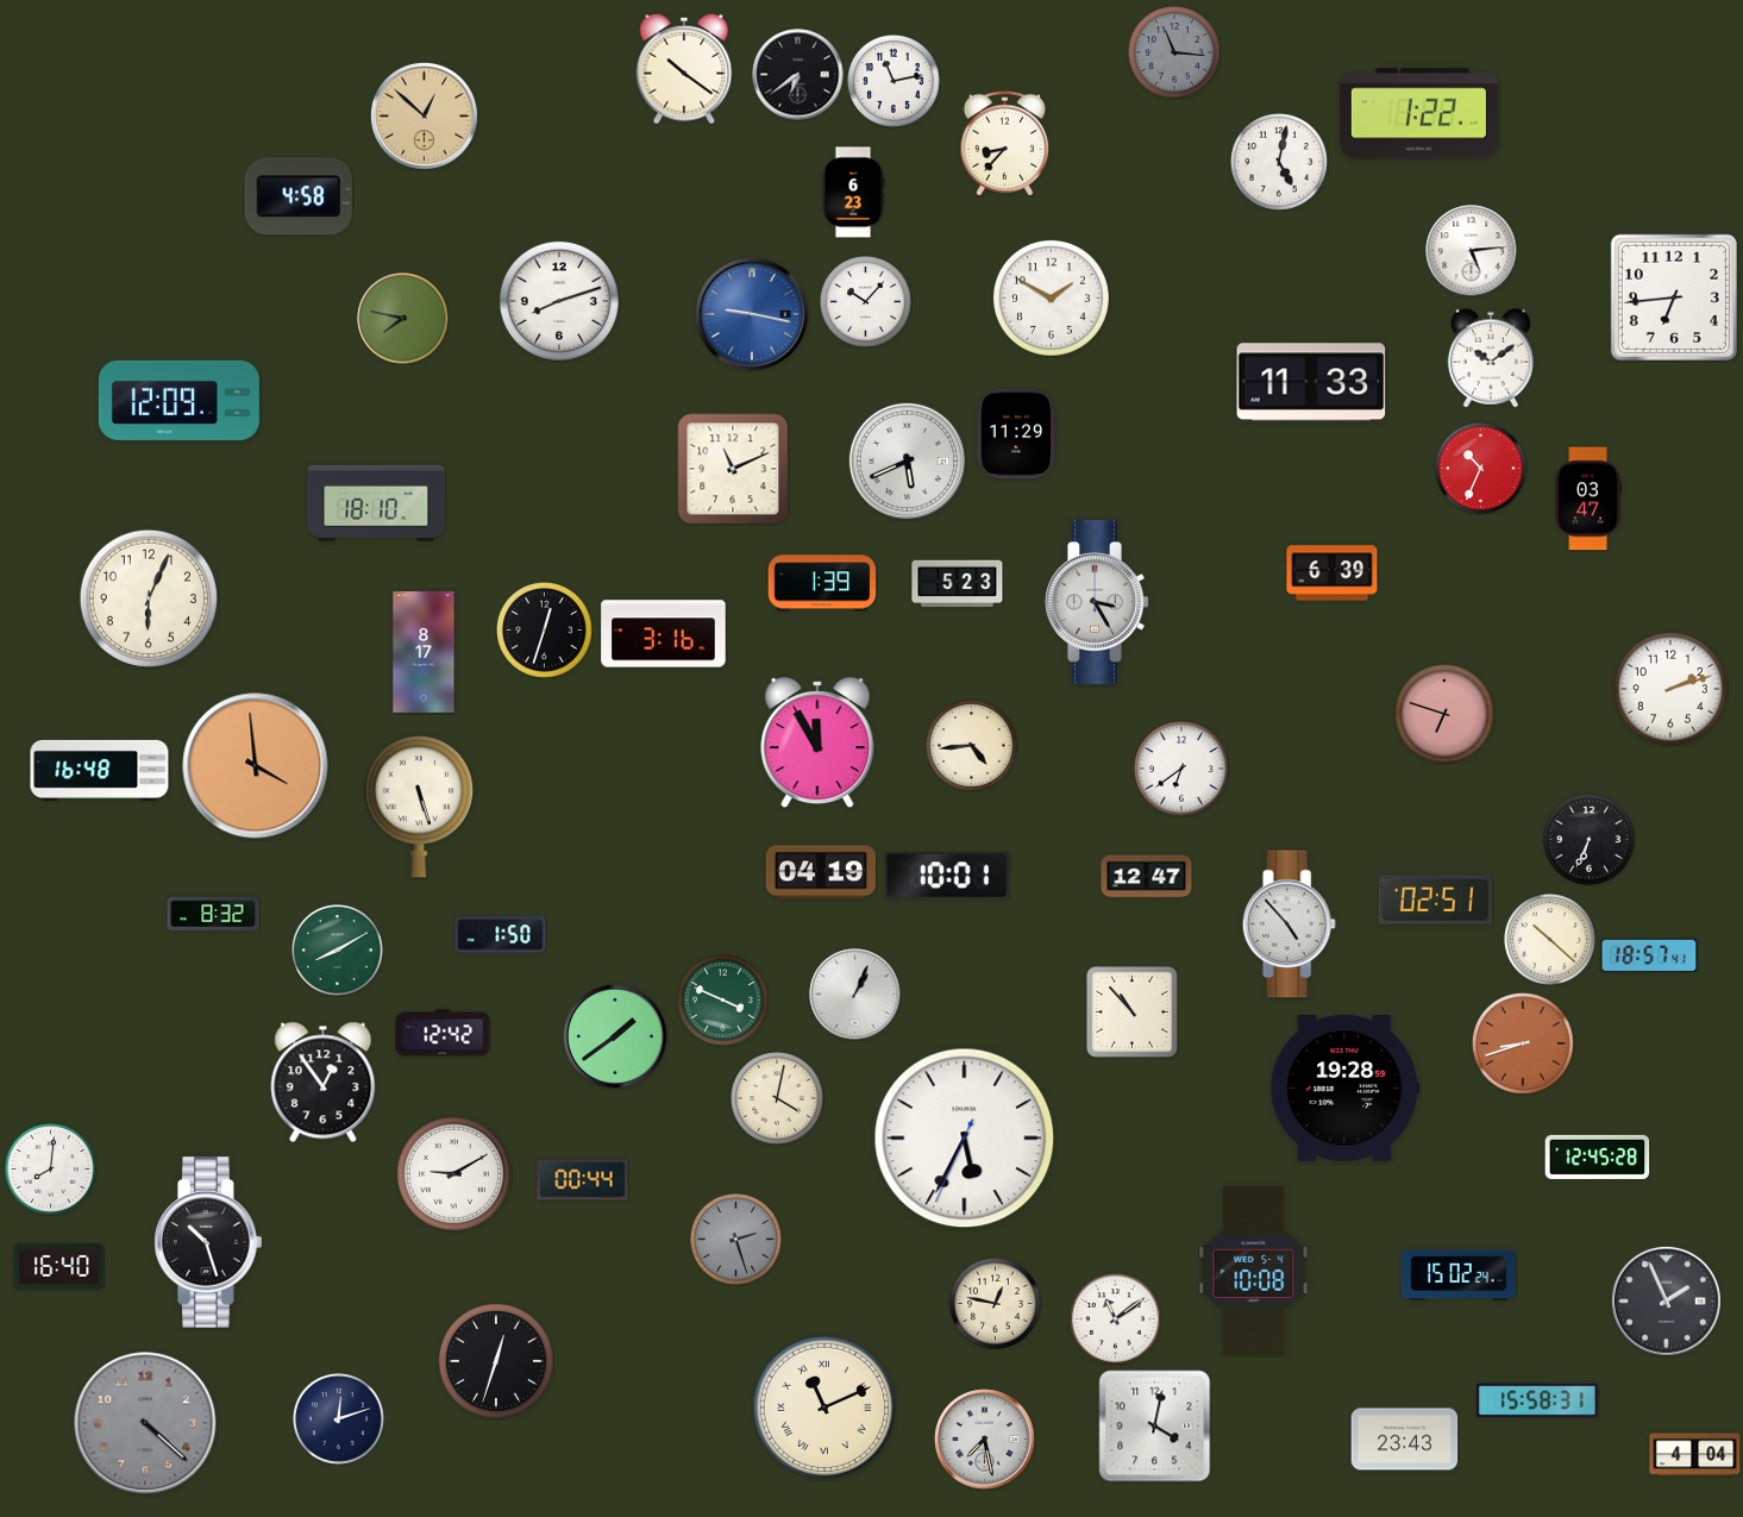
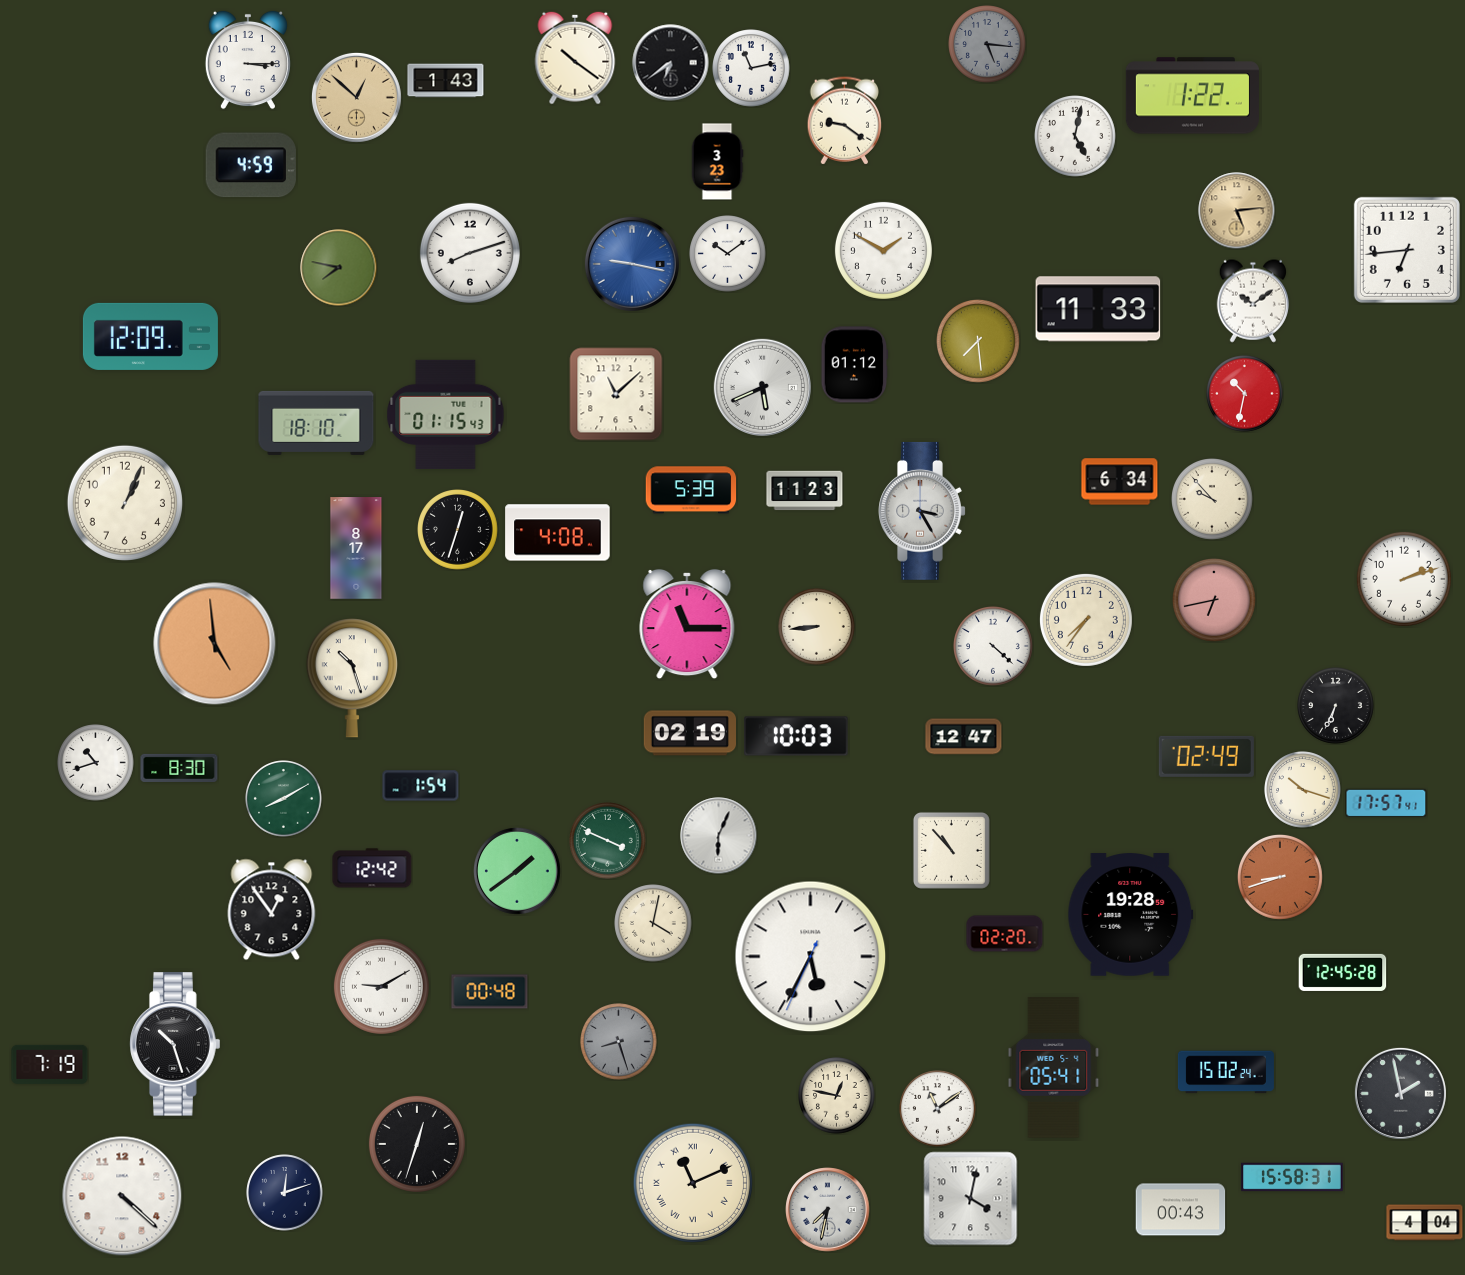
clock at (1174, 52): 11:16 -> 5:16
clock at (248, 60): none -> 3:15
clock at (446, 81): none -> 1:43
clock at (1005, 144): 8:37 -> 9:21
clock at (853, 193): 6:23 -> 3:23
clock at (299, 196): 4:58 -> 4:59
clock at (1472, 251) dial: white -> champagne
clock at (866, 302): 10:07 -> 10:09
clock at (1311, 382) position: (1311, 382) -> (1098, 309)
clock at (979, 342): none -> 7:29
clock at (1017, 434): 11:29 -> 01:12
clock at (733, 469): 11:11 -> 11:08
clock at (1481, 469): 10:34 -> 10:32
clock at (446, 414): none -> 01:15
clock at (1588, 499): 03:47 -> none
clock at (1333, 573): 6:39 -> 6:34
clock at (822, 583): 1:39 -> 5:39
clock at (958, 584): 5:23 -> 11:23
clock at (1213, 500): none -> 9:53
clock at (149, 598): 6:04 -> 1:04
clock at (1097, 602) position: (1097, 602) -> (922, 511)
clock at (664, 634): 3:16 -> 4:08
clock at (1446, 715): 6:48 -> 6:43
clock at (1086, 620): none -> 7:36
clock at (817, 742): 11:55 -> 11:15
clock at (972, 746): 4:44 -> 8:44
clock at (256, 766): 3:59 -> 4:59
clock at (100, 770): 16:48 -> none
clock at (1183, 770): 6:39 -> 4:22
clock at (419, 807): 5:27 -> 10:27
clock at (820, 872): 04:19 -> 02:19
clock at (947, 876): 10:01 -> 10:03
clock at (1435, 899): 02:51 -> 02:49
clock at (96, 763): none -> 10:42
clock at (213, 914): 8:32 -> 8:30
clock at (1289, 924): 4:53 -> none
clock at (501, 935): 1:50 -> 1:54
clock at (1550, 940): 10:22 -> 10:18
clock at (1649, 955): 18:57 -> 17:57
clock at (855, 995): 1:04 -> 6:04
clock at (1005, 934): none -> 02:20
clock at (51, 1170): 8:01 -> none
clock at (583, 1180): 00:44 -> 00:48
clock at (736, 1240): 2:27 -> 8:27
clock at (59, 1266): 16:40 -> 7:19
clock at (1254, 1271): 10:08 -> 05:41
clock at (1666, 1300): 1:56 -> 1:58
clock at (145, 1423) dial: grey -> white
clock at (985, 1440): 7:28 -> 7:32
clock at (1405, 1440): 23:43 -> 00:43
